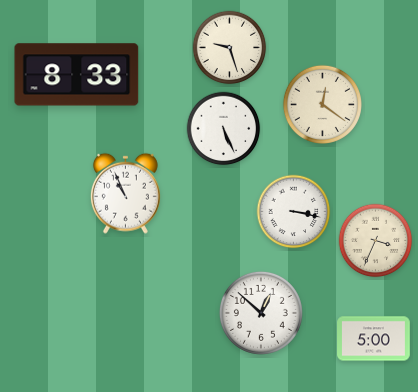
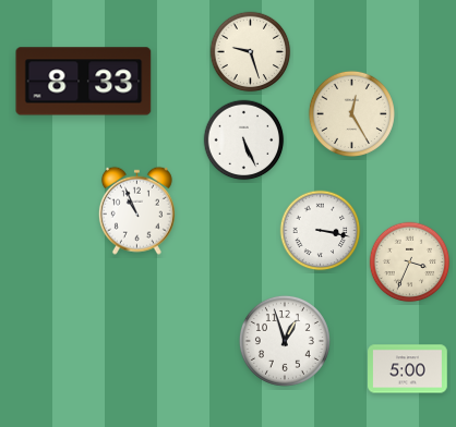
clock at (322, 104): 12:21 -> 12:25
clock at (261, 313): 12:52 -> 12:57
